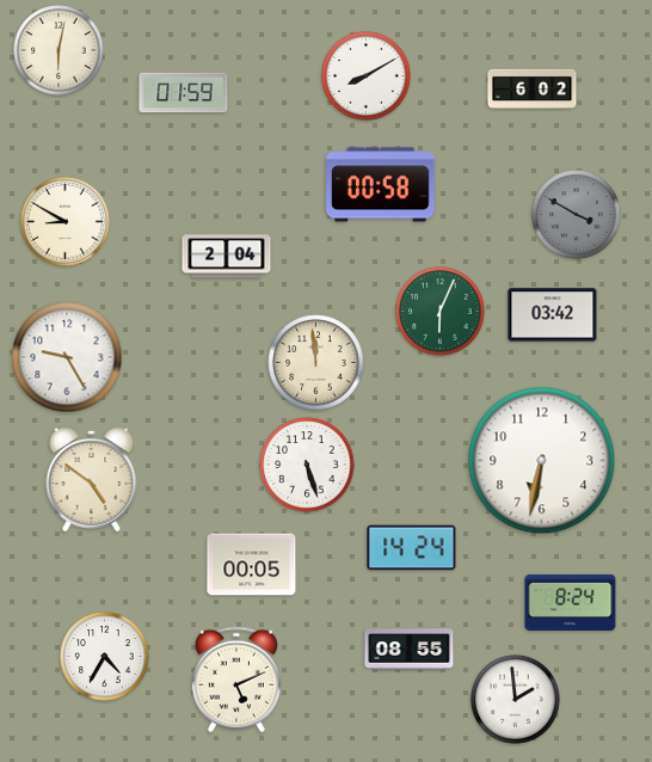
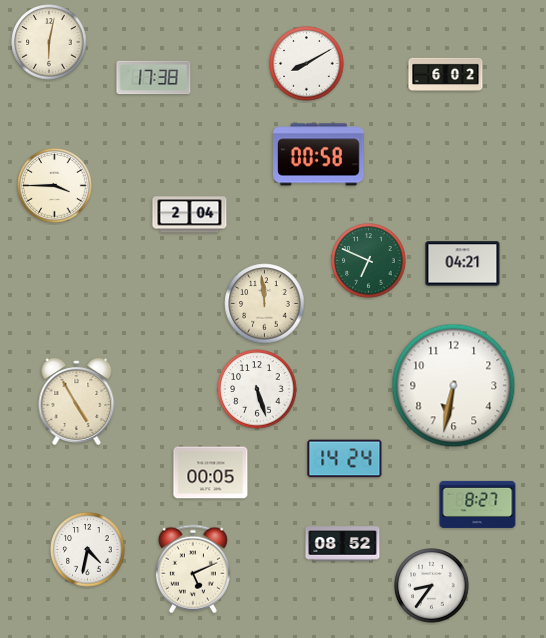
clock at (184, 93): 01:59 -> 17:38
clock at (577, 215): 3:50 -> none
clock at (66, 222): 8:50 -> 3:45
clock at (441, 312): 6:04 -> 6:49
clock at (553, 315): 03:42 -> 04:21
clock at (67, 357): 9:25 -> none
clock at (92, 479): 4:51 -> 4:55
clock at (571, 602): 8:24 -> 8:27
clock at (410, 650): 08:55 -> 08:52
clock at (105, 657): 4:35 -> 4:32
clock at (236, 680) position: (236, 680) -> (193, 569)
clock at (516, 700): 1:59 -> 8:36
